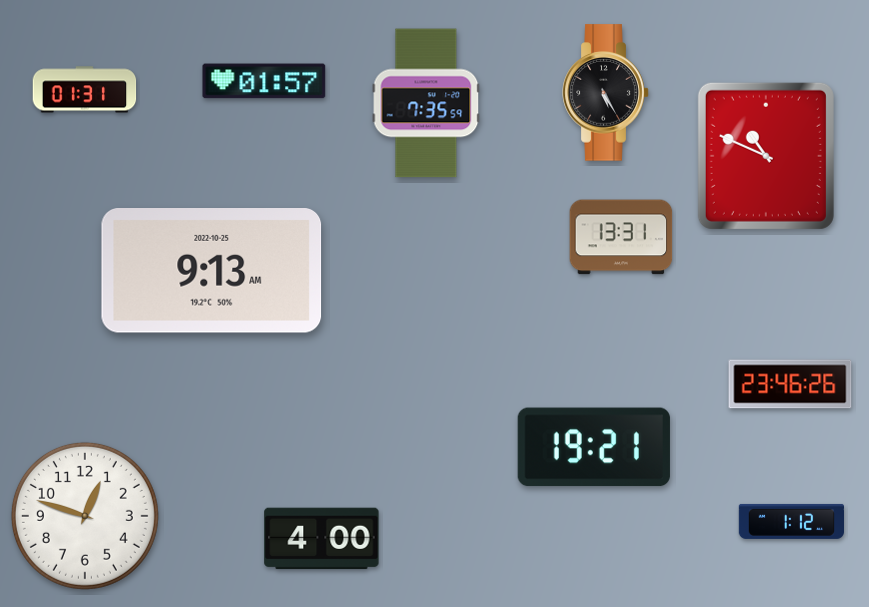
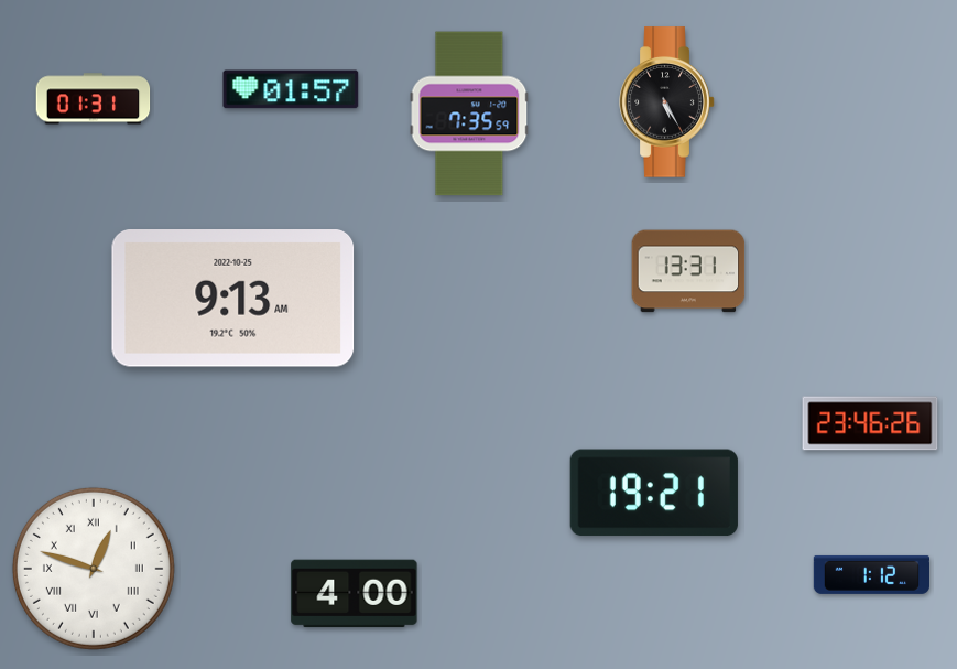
clock at (766, 156): 10:49 -> none
clock at (621, 237) position: (621, 237) -> (688, 271)
clock at (85, 516) numerals: Arabic -> Roman
